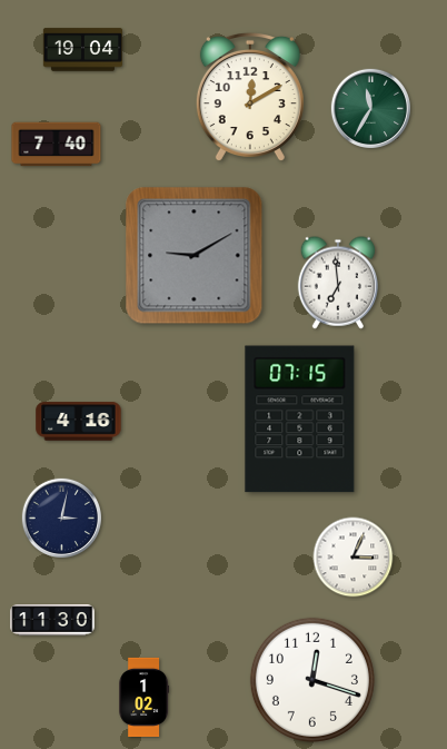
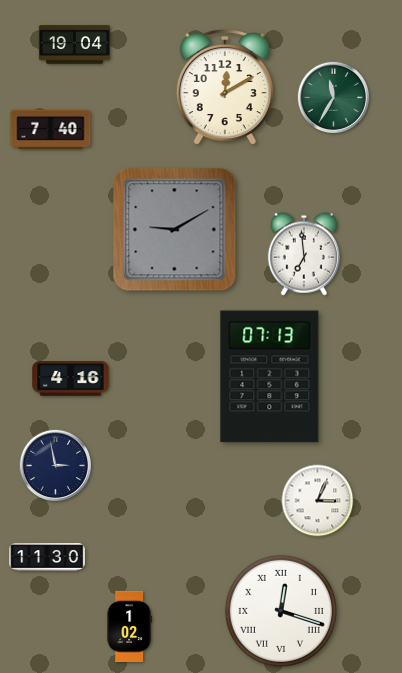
clock at (300, 420): 07:15 -> 07:13
clock at (61, 518): 3:02 -> 2:58
clock at (312, 680) numerals: Arabic -> Roman
